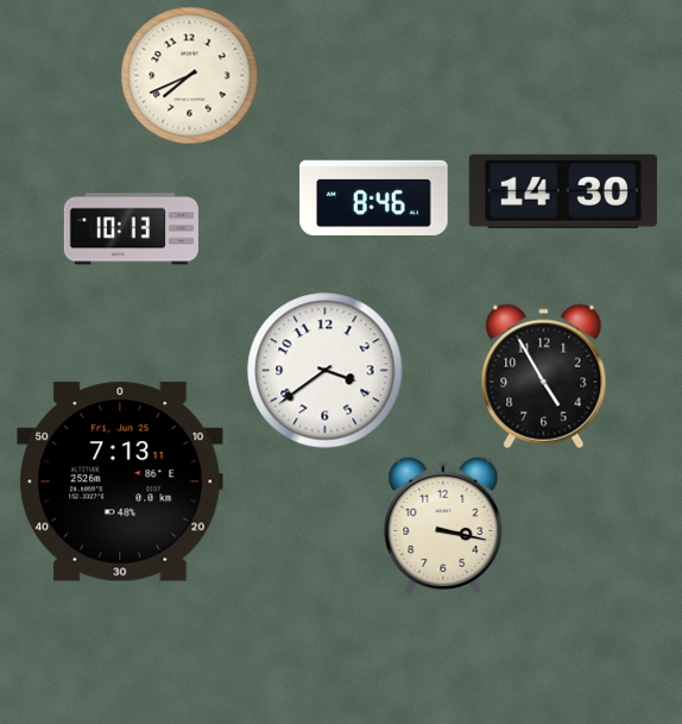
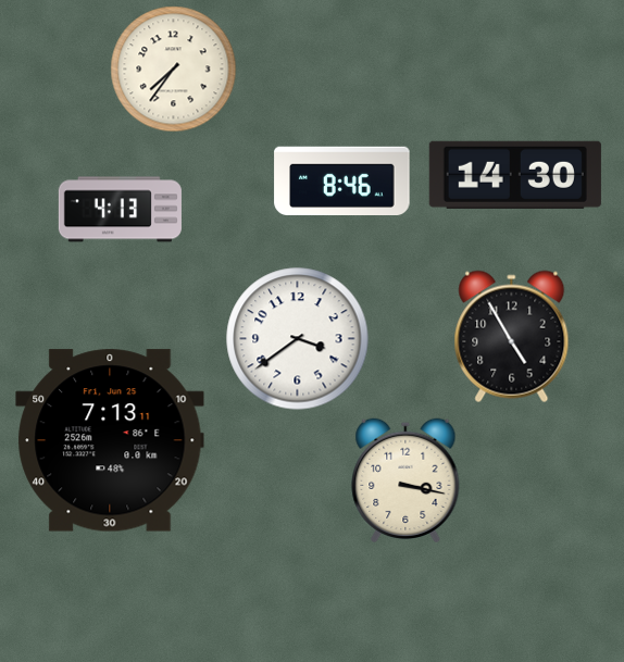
clock at (190, 76): 7:41 -> 7:36
clock at (131, 229): 10:13 -> 4:13
clock at (544, 377) position: (544, 377) -> (512, 337)
